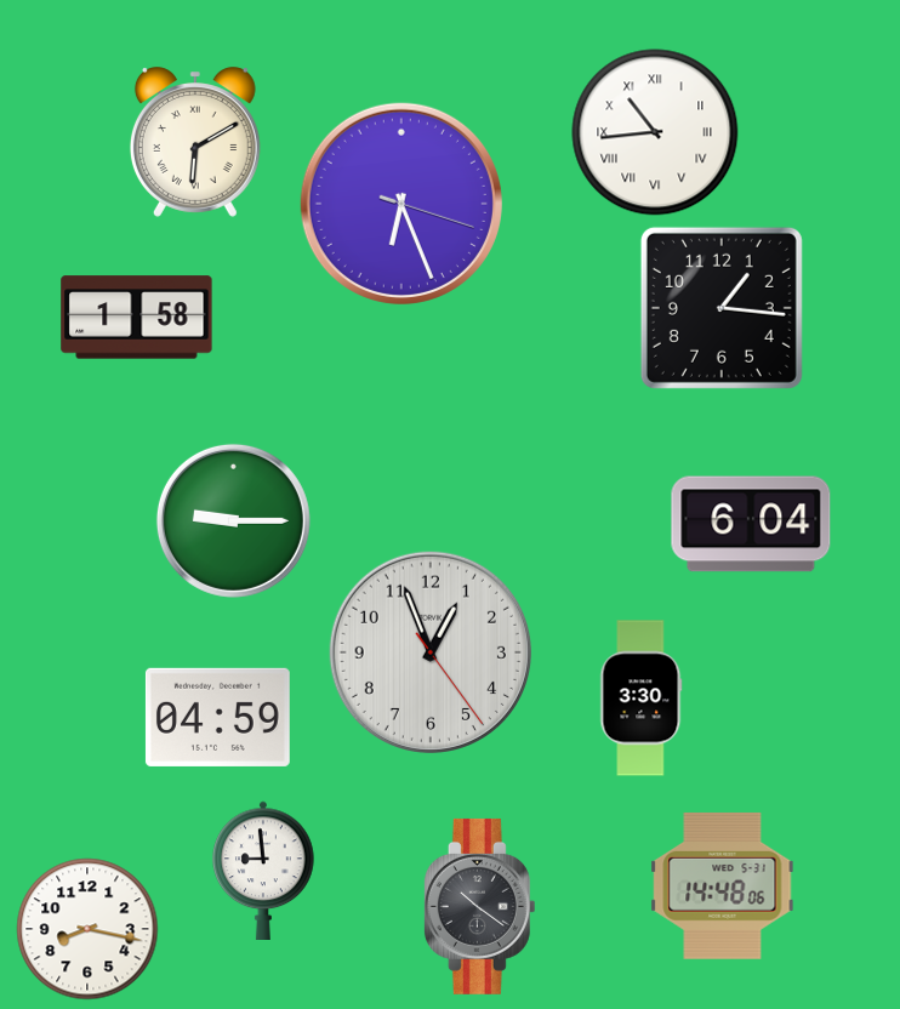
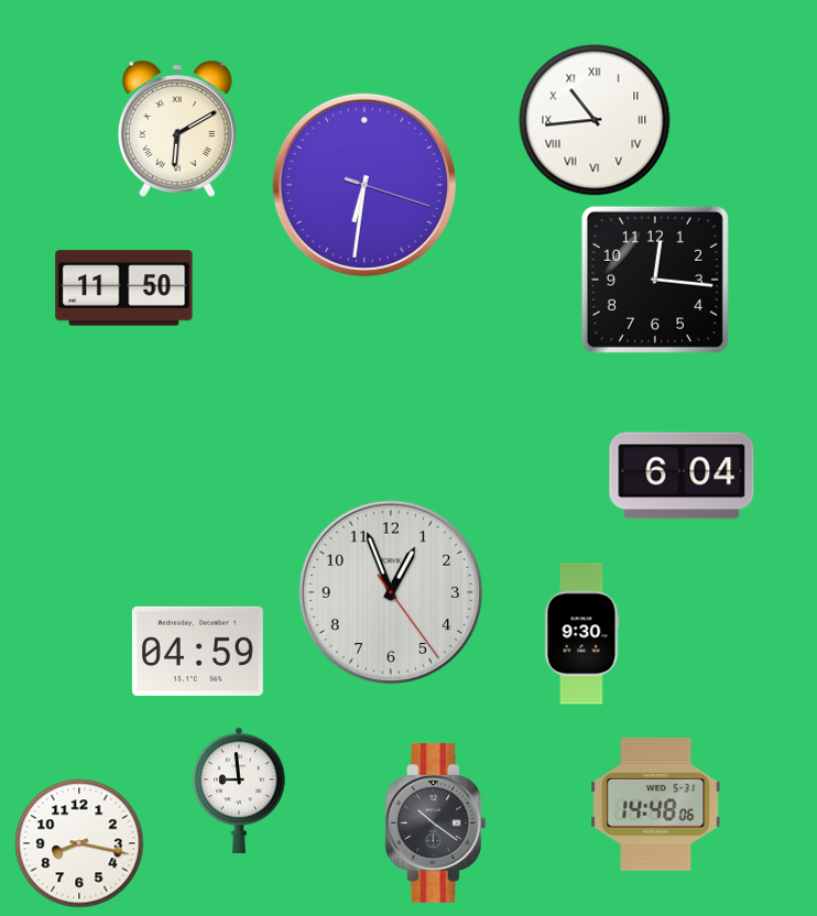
clock at (401, 204): 6:26 -> 6:31
clock at (722, 308): 1:16 -> 12:16
clock at (137, 318): 1:58 -> 11:50
clock at (233, 520): 9:15 -> none
clock at (642, 699): 3:30 -> 9:30
